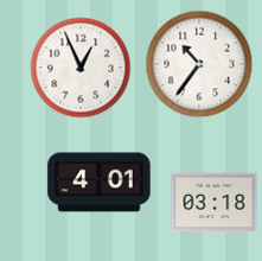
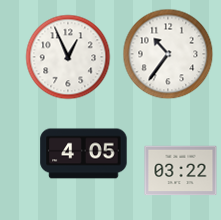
clock at (100, 183): 4:01 -> 4:05
clock at (215, 203): 03:18 -> 03:22
